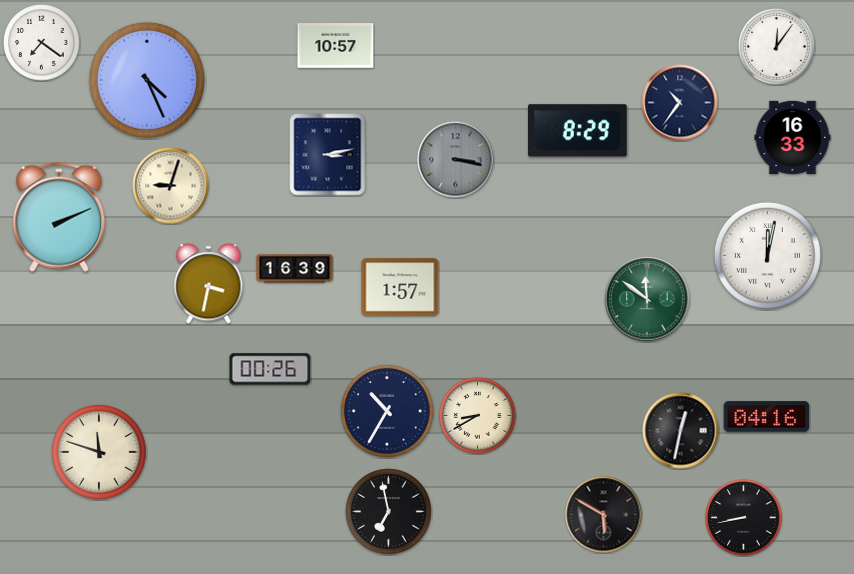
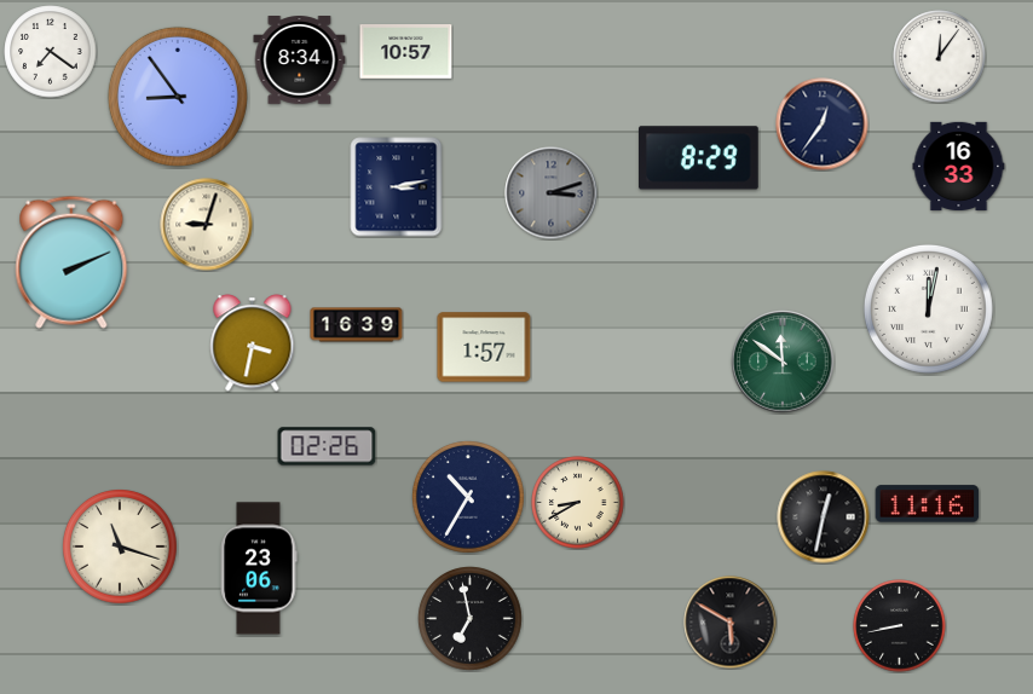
clock at (336, 46) position: (336, 46) -> (406, 52)
clock at (300, 60): none -> 8:34
clock at (147, 80): 4:26 -> 8:54
clock at (680, 103): 10:36 -> 12:36
clock at (456, 160): 3:17 -> 3:12
clock at (270, 369): 00:26 -> 02:26
clock at (767, 417): 04:16 -> 11:16
clock at (681, 431) position: (681, 431) -> (824, 517)
clock at (100, 453): 11:48 -> 11:18
clock at (259, 568): none -> 23:06
